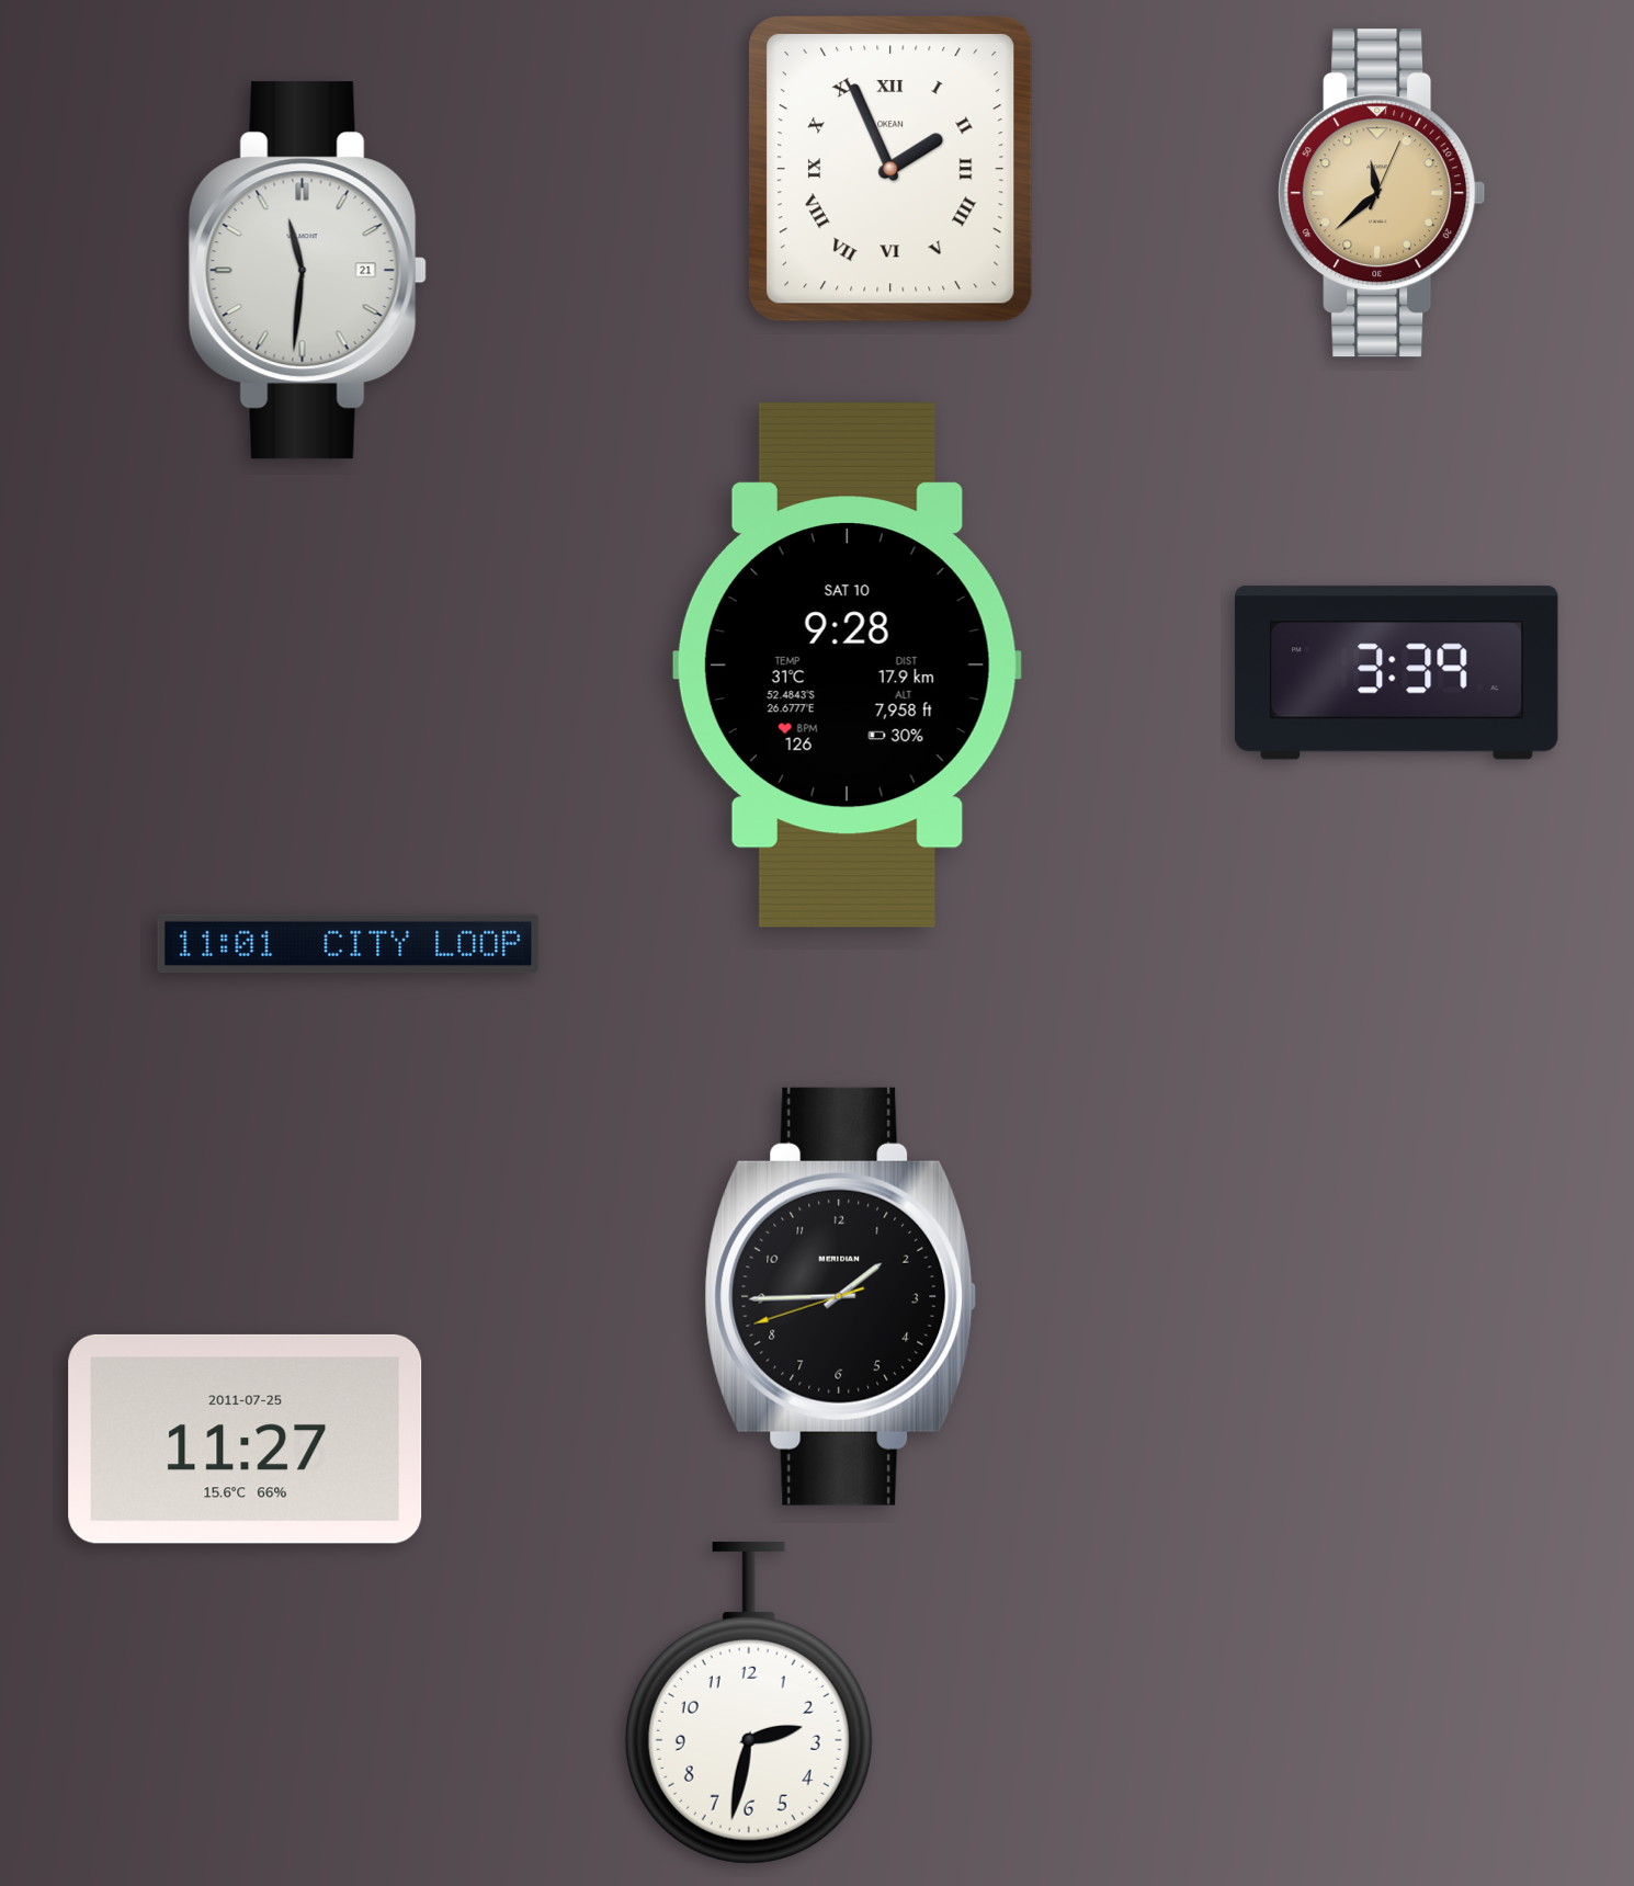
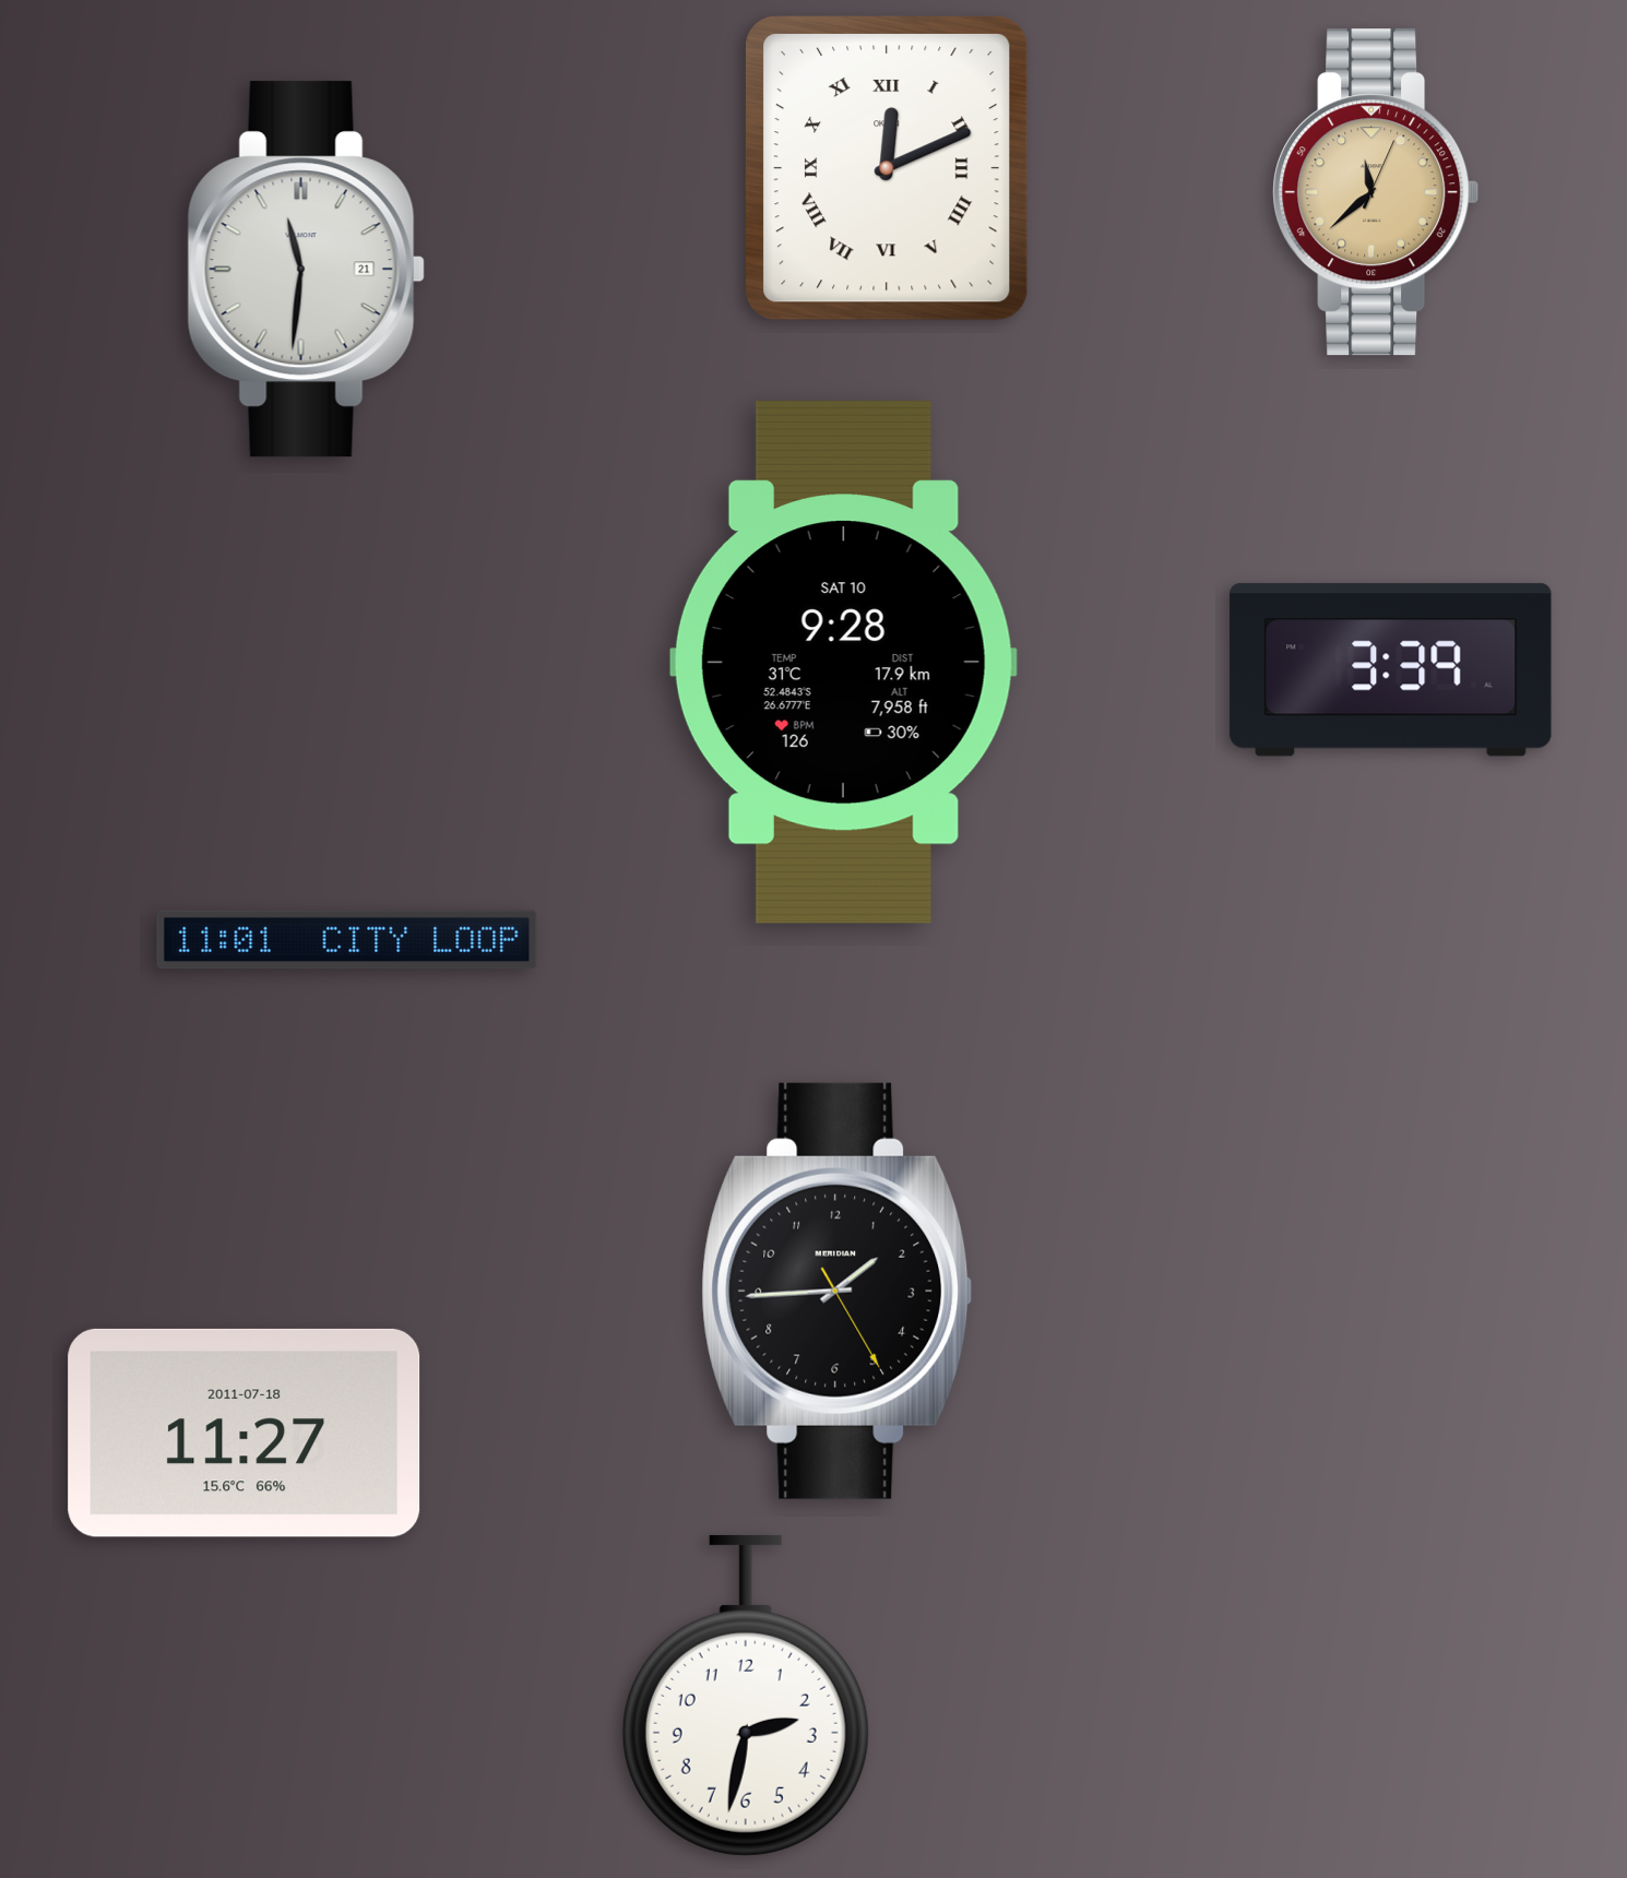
clock at (892, 170): 1:56 -> 12:11
clock at (841, 1296): 1:44:42 -> 1:44:25
clock at (246, 1439) date: 2011-07-25 -> 2011-07-18
